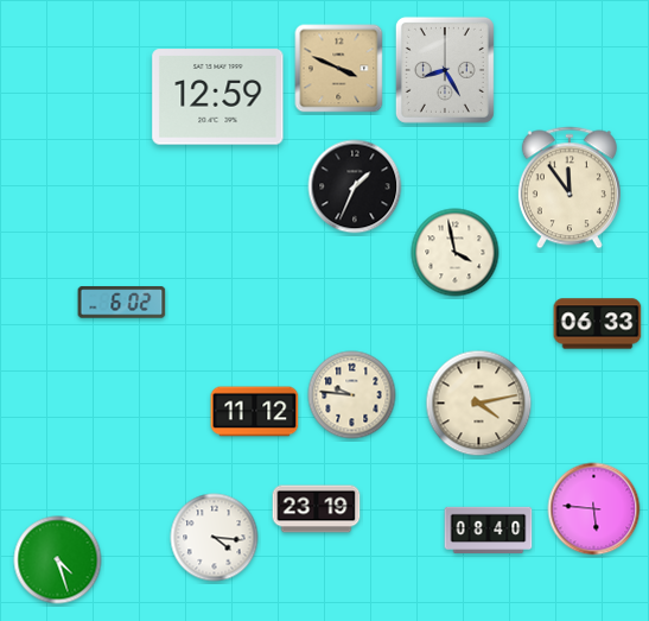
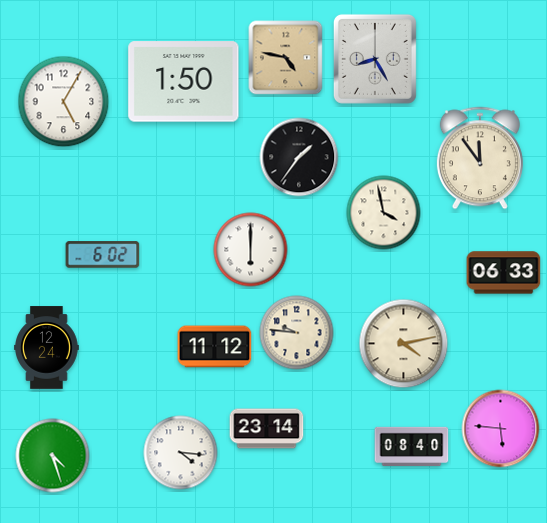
clock at (339, 69): 3:49 -> 4:47
clock at (218, 97): 12:59 -> 1:50
clock at (64, 102): none -> 5:05
clock at (355, 186): 1:34 -> 1:36
clock at (251, 250): none -> 6:00
clock at (479, 404) position: (479, 404) -> (404, 344)
clock at (47, 348): none -> 12:24
clock at (317, 509): 23:19 -> 23:14
clock at (58, 560) position: (58, 560) -> (53, 456)
